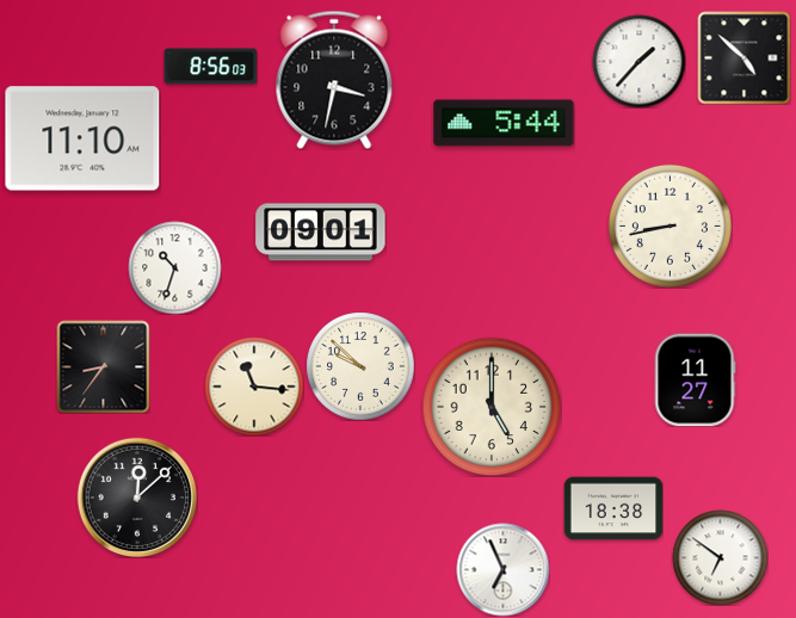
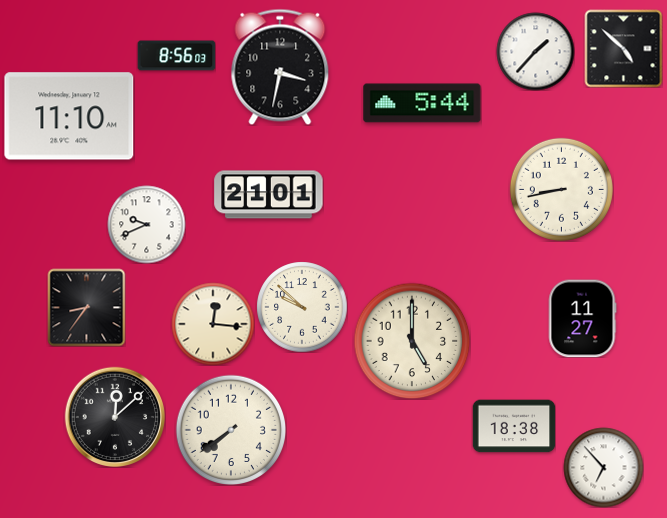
clock at (321, 233): 09:01 -> 21:01
clock at (174, 267): 10:33 -> 9:41
clock at (254, 387): 11:16 -> 12:16
clock at (231, 430): none -> 7:39
clock at (720, 557): 6:51 -> 6:53
clock at (502, 569): 6:56 -> none
